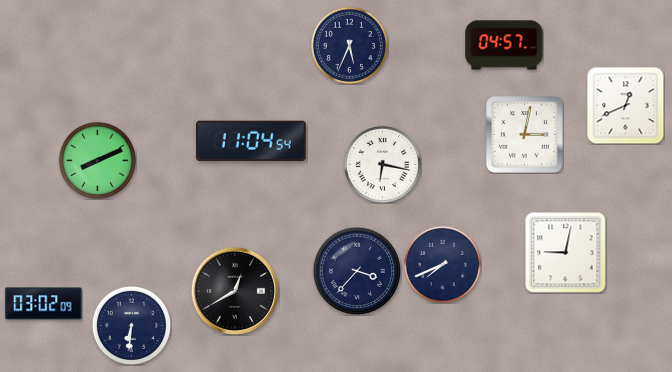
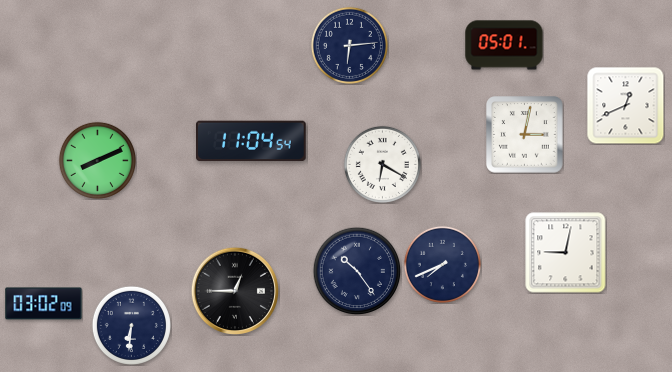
clock at (349, 45): 5:34 -> 6:14
clock at (504, 45): 04:57 -> 05:01
clock at (382, 164): 6:17 -> 6:20
clock at (357, 271): 3:37 -> 10:24
clock at (234, 290): 12:40 -> 12:45
